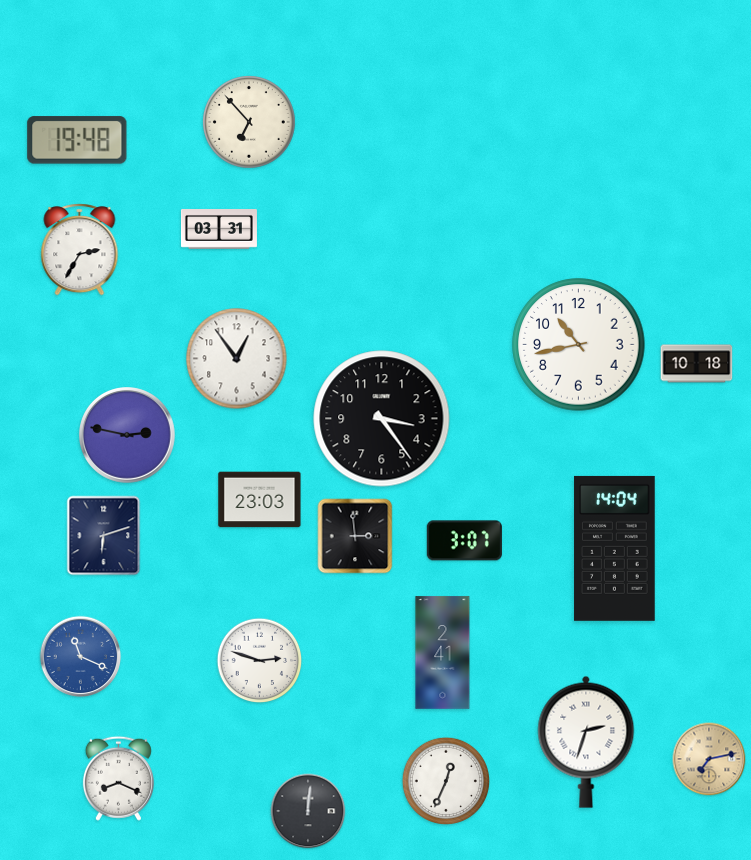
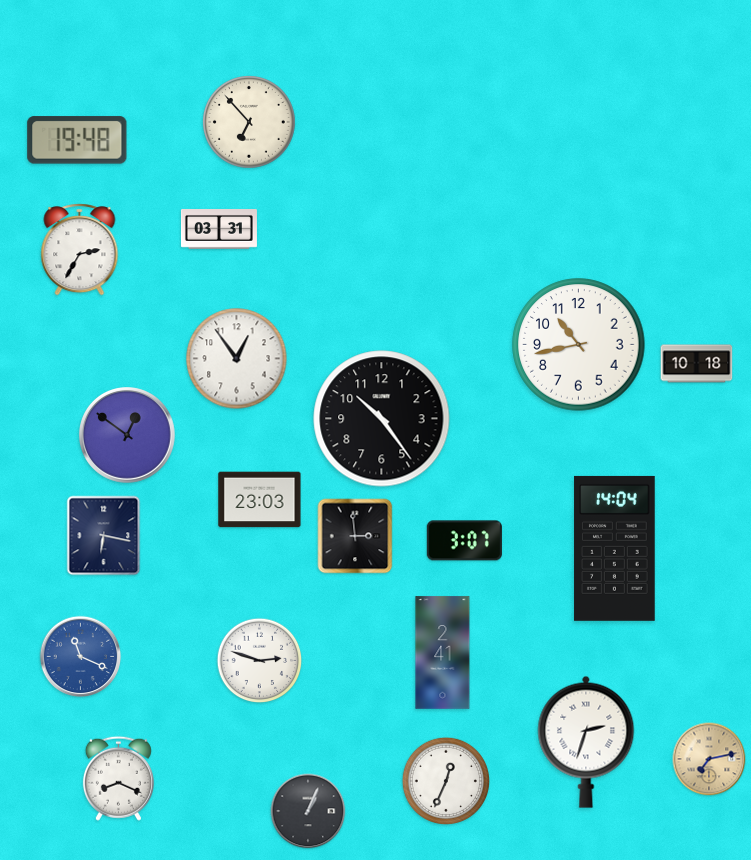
clock at (382, 419): 3:24 -> 10:24
clock at (128, 436): 2:47 -> 12:51
clock at (104, 536): 6:12 -> 6:17
clock at (308, 811): 12:01 -> 1:04
